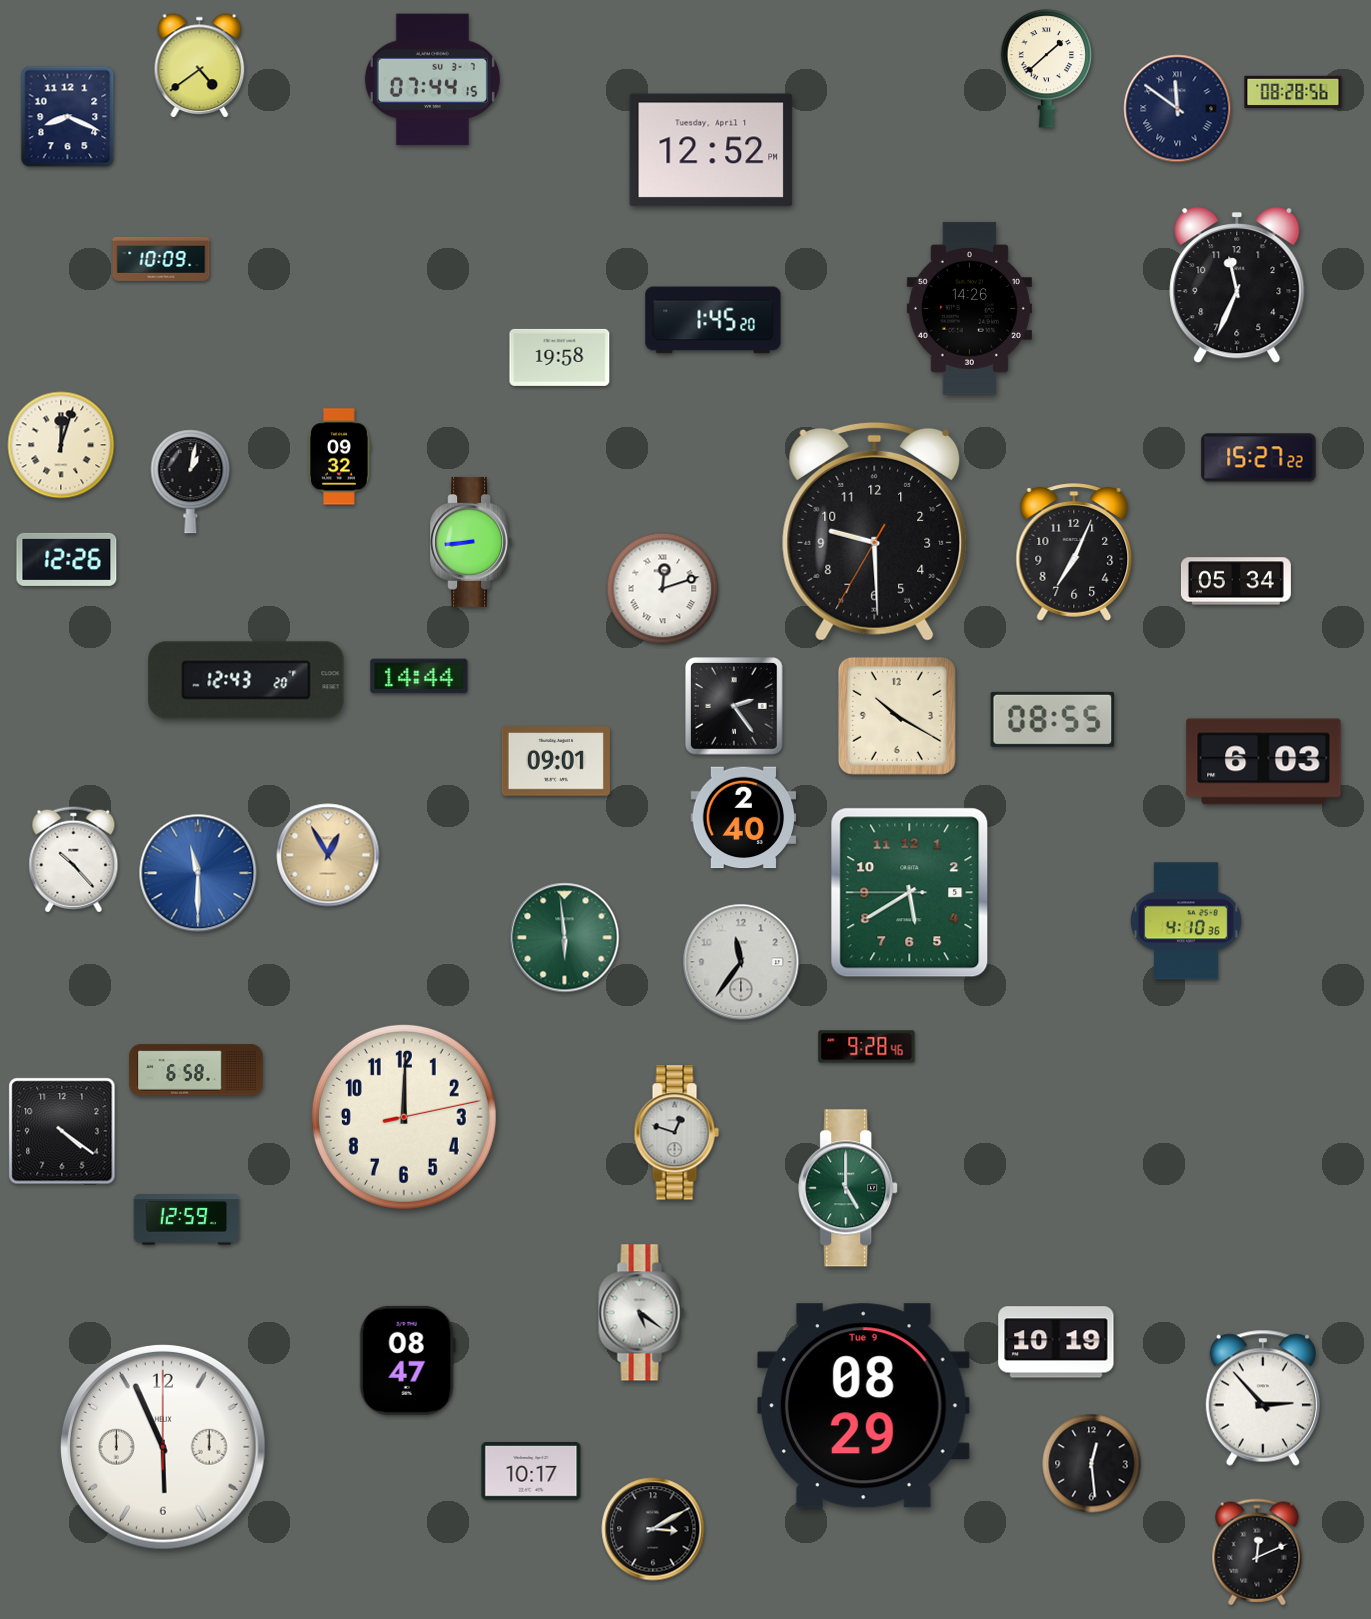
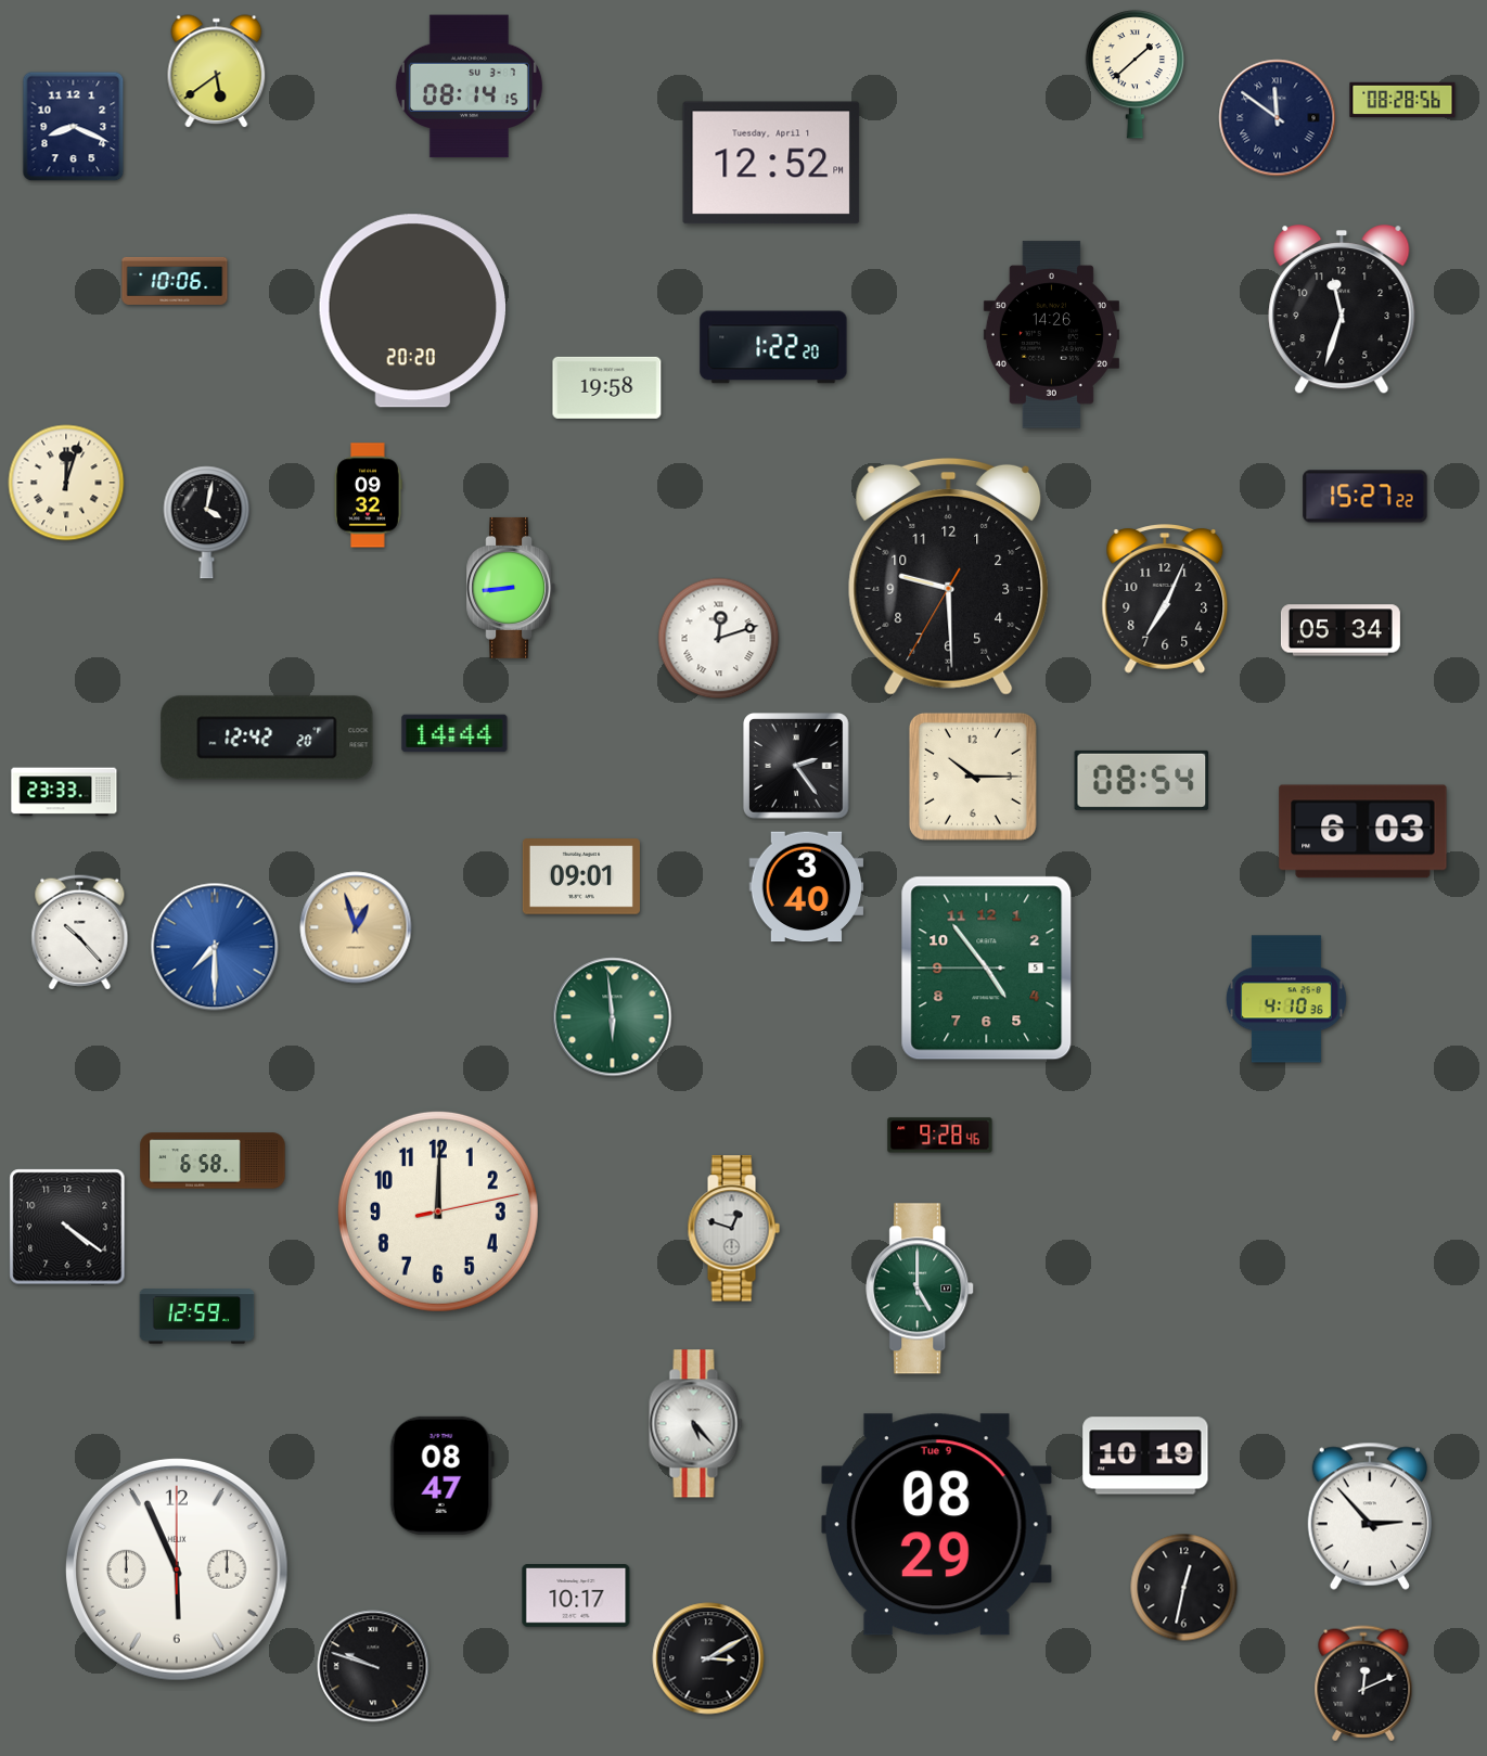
clock at (200, 66): 4:39 -> 5:39
clock at (432, 80): 07:44 -> 08:14
clock at (161, 259): 10:09 -> 10:06
clock at (1237, 286): 11:34 -> 11:33
clock at (412, 311): none -> 20:20
clock at (713, 320): 1:45 -> 1:22
clock at (191, 482): 1:02 -> 4:02
clock at (67, 559): 12:26 -> none
clock at (246, 680): 12:43 -> 12:42
clock at (897, 716): 10:20 -> 10:15
clock at (1053, 719): 08:55 -> 08:54
clock at (64, 792): none -> 23:33
clock at (556, 761) position: (556, 761) -> (581, 876)
clock at (1264, 762) position: (1264, 762) -> (1363, 832)
clock at (744, 818): 2:40 -> 3:40
clock at (328, 855): 12:55 -> 12:57
clock at (198, 873): 11:30 -> 7:30
clock at (910, 893): 5:39 -> 4:53
clock at (741, 962): 11:36 -> none
clock at (187, 1220) position: (187, 1220) -> (197, 1317)
clock at (642, 1313): 5:21 -> 5:23
clock at (1092, 1464): 12:29 -> 12:32
clock at (373, 1666): none -> 9:48
